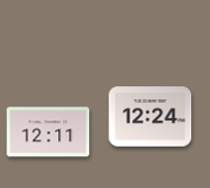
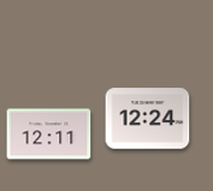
clock at (151, 117) position: (151, 117) -> (148, 119)
